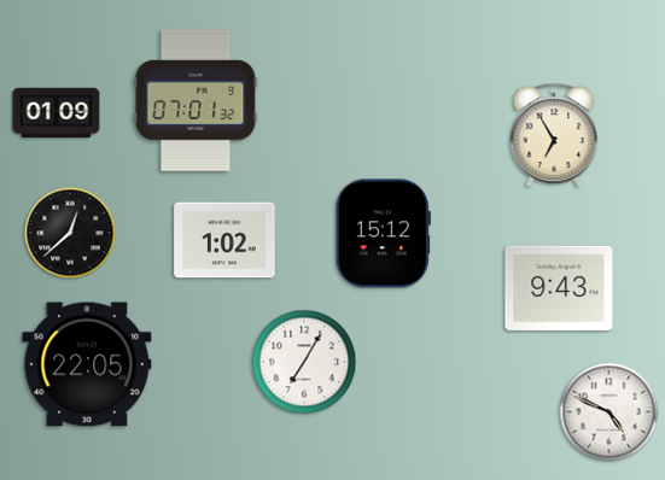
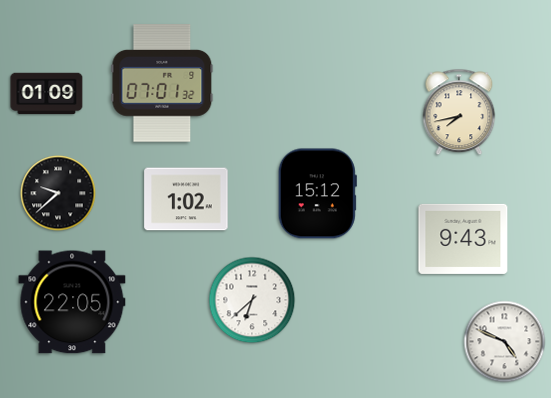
clock at (554, 135): 6:55 -> 7:43
clock at (70, 233): 12:38 -> 9:38
clock at (304, 362): 7:05 -> 6:38
